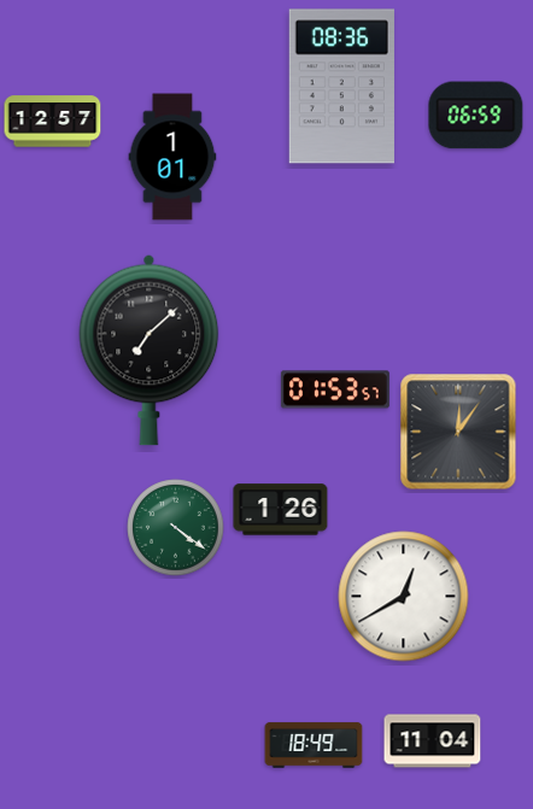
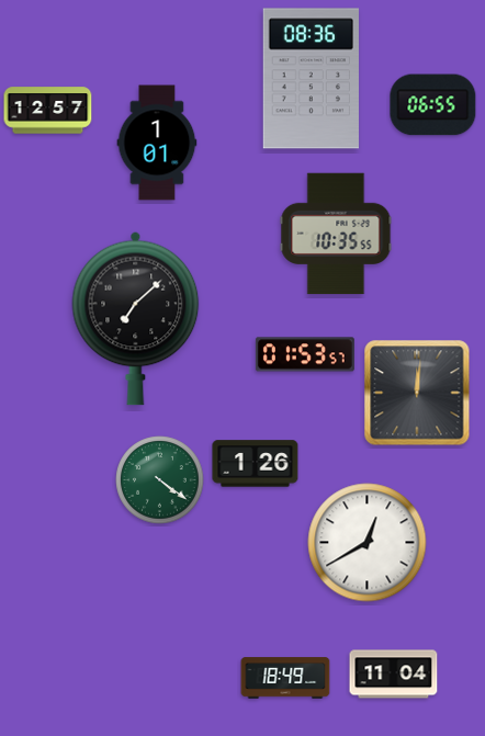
clock at (476, 116): 06:59 -> 06:55
clock at (336, 234): none -> 10:35
clock at (458, 432): 12:06 -> 12:01
